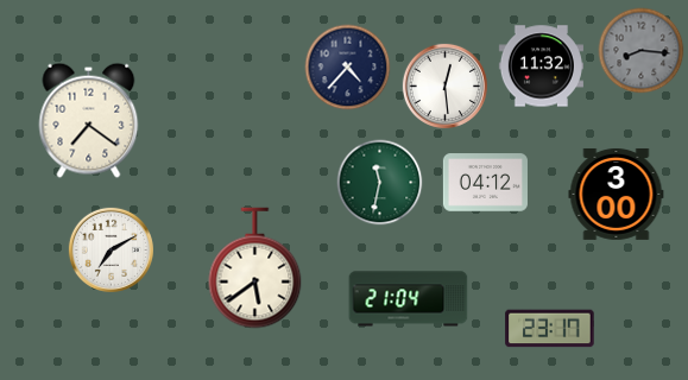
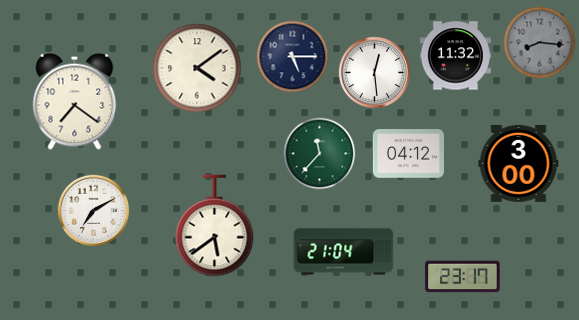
clock at (348, 68): 4:37 -> 5:15
clock at (197, 68): none -> 4:09
clock at (380, 183): 11:32 -> 11:37
